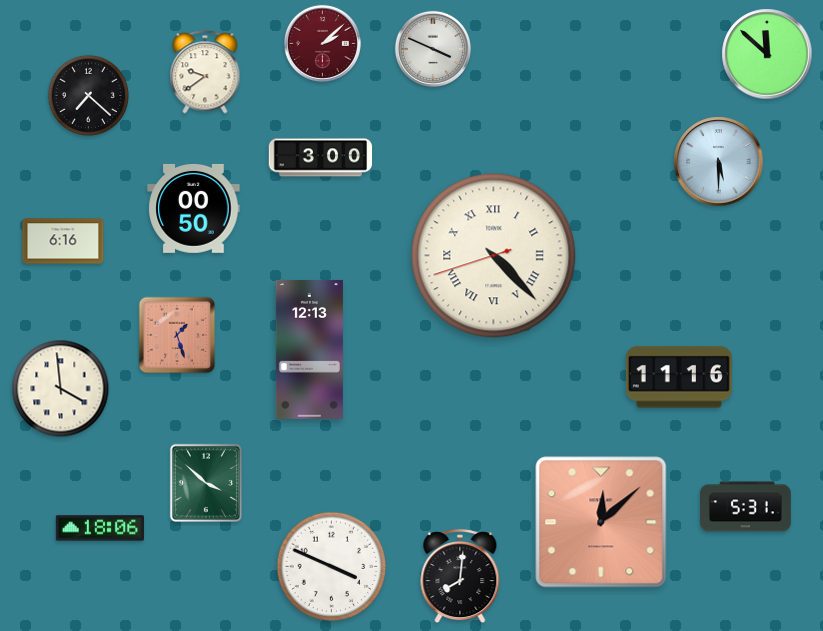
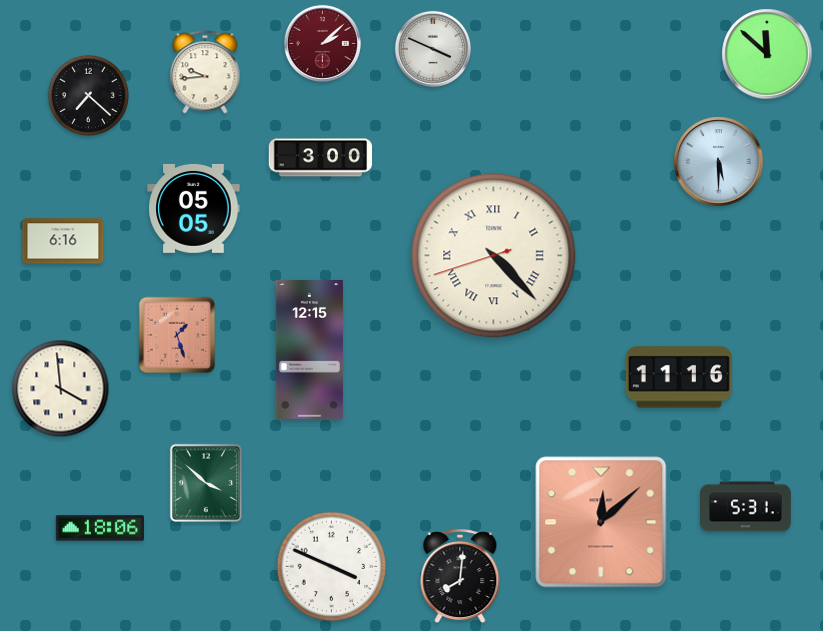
clock at (205, 72): 9:39 -> 9:44
clock at (194, 208): 00:50 -> 05:05
clock at (309, 349): 12:13 -> 12:15
